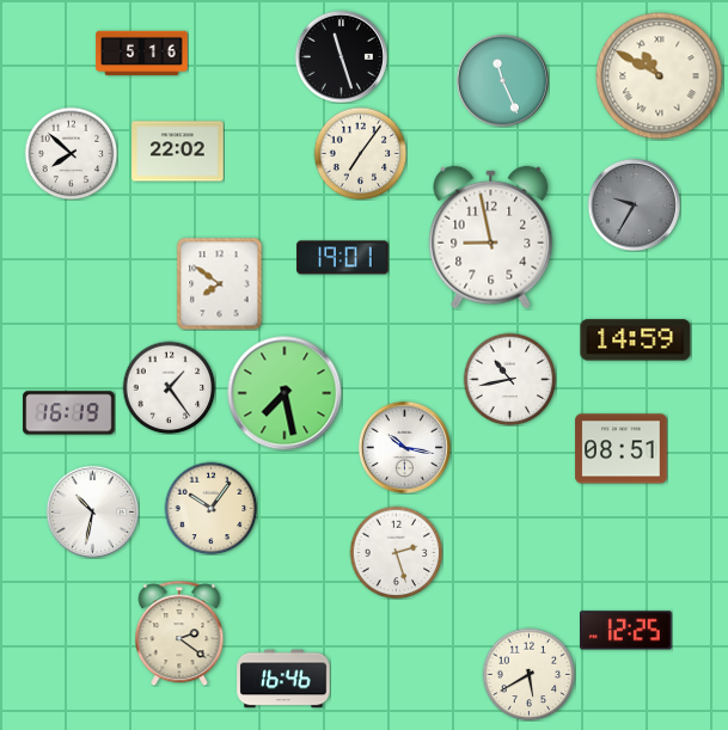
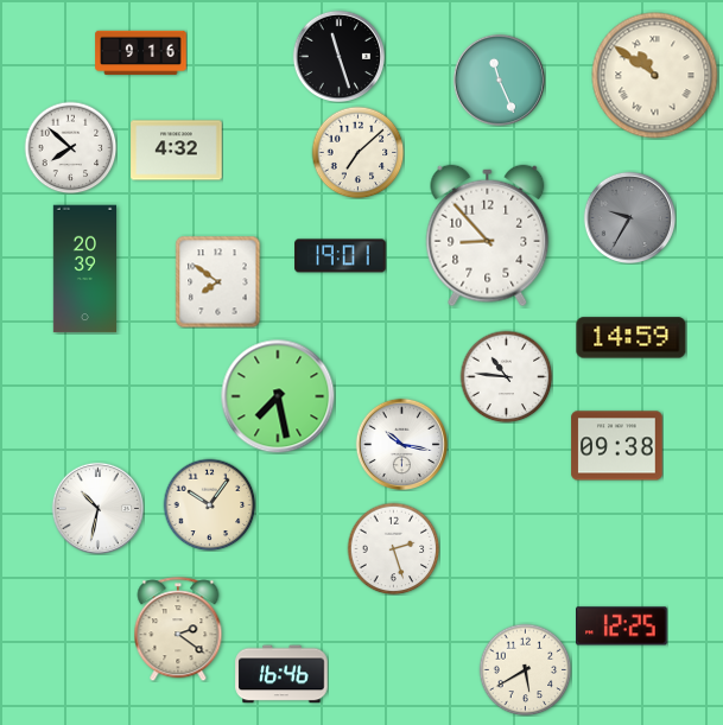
clock at (142, 54): 5:16 -> 9:16
clock at (660, 76): 10:50 -> 10:51
clock at (178, 152): 22:02 -> 4:32
clock at (71, 153) position: (71, 153) -> (70, 147)
clock at (360, 153): 7:06 -> 7:08
clock at (634, 204) position: (634, 204) -> (629, 217)
clock at (491, 238): 8:58 -> 8:53
clock at (84, 269): none -> 20:39
clock at (509, 379): 10:43 -> 10:46
clock at (169, 387): 1:24 -> none
clock at (285, 393) position: (285, 393) -> (278, 396)
clock at (69, 413): 16:19 -> none
clock at (622, 449): 08:51 -> 09:38
clock at (92, 511) position: (92, 511) -> (97, 508)
